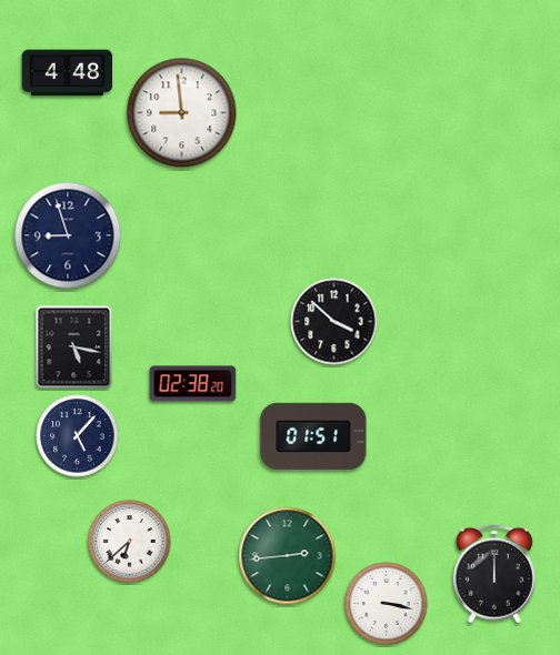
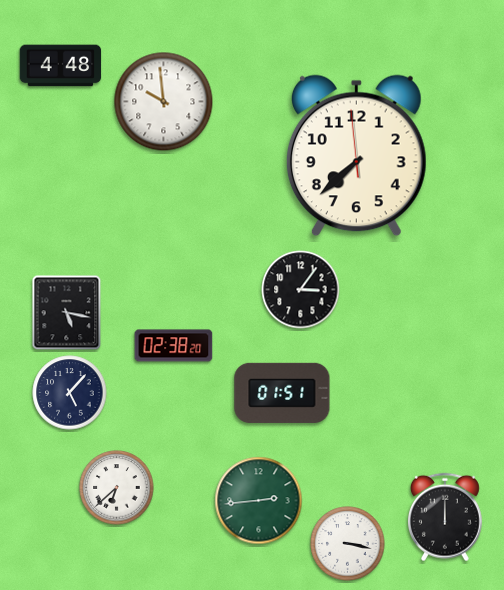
clock at (182, 113): 8:59 -> 9:59
clock at (356, 156): none -> 7:37
clock at (68, 235): 8:57 -> none
clock at (334, 322): 3:52 -> 3:06
